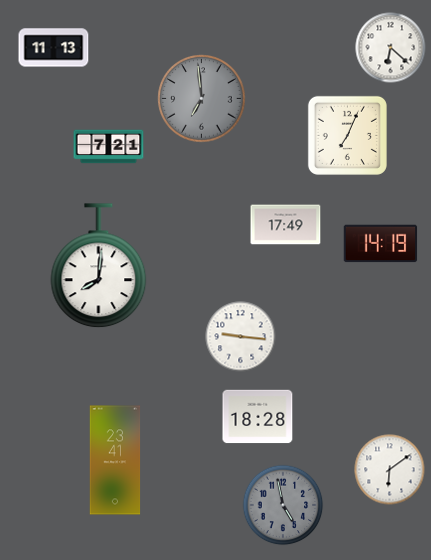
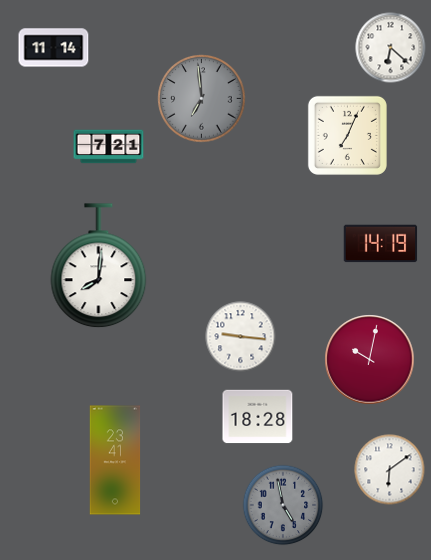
clock at (54, 48): 11:13 -> 11:14
clock at (286, 225): 17:49 -> none
clock at (370, 360): none -> 10:02
